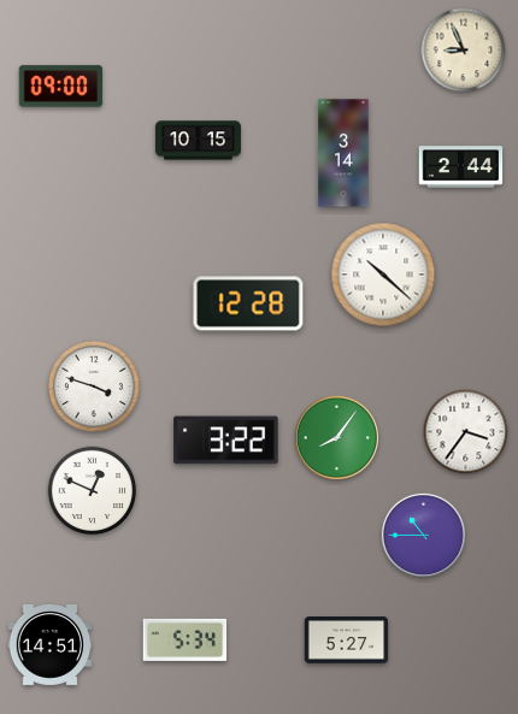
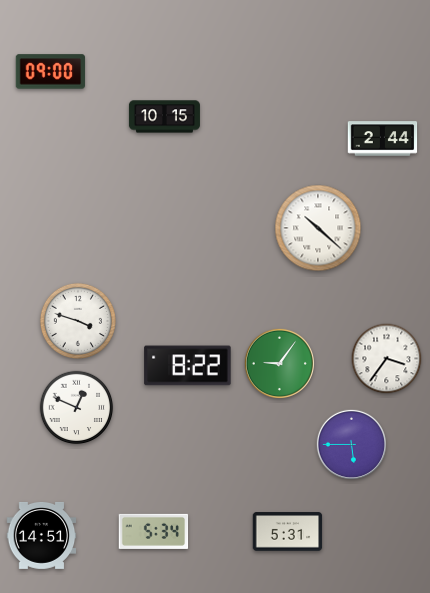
clock at (464, 51): 8:56 -> none
clock at (343, 153): 3:14 -> none
clock at (248, 303): 12:28 -> none
clock at (336, 437): 8:06 -> 9:06
clock at (226, 441): 3:22 -> 8:22
clock at (423, 535): 10:45 -> 5:45
clock at (347, 641): 5:27 -> 5:31
